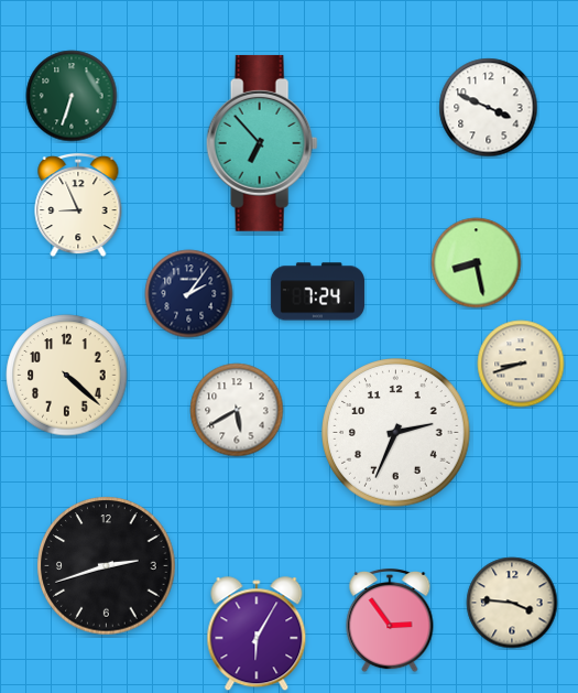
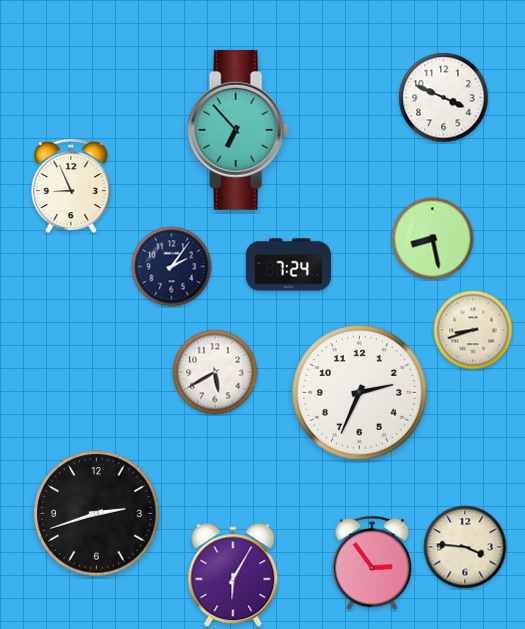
clock at (72, 96): 6:33 -> none
clock at (67, 376): 4:22 -> none
clock at (390, 620) position: (390, 620) -> (372, 563)
